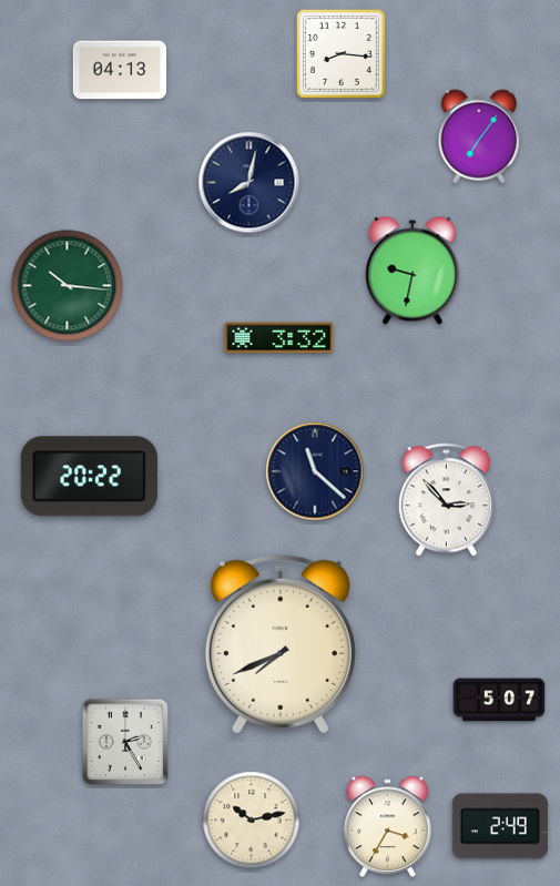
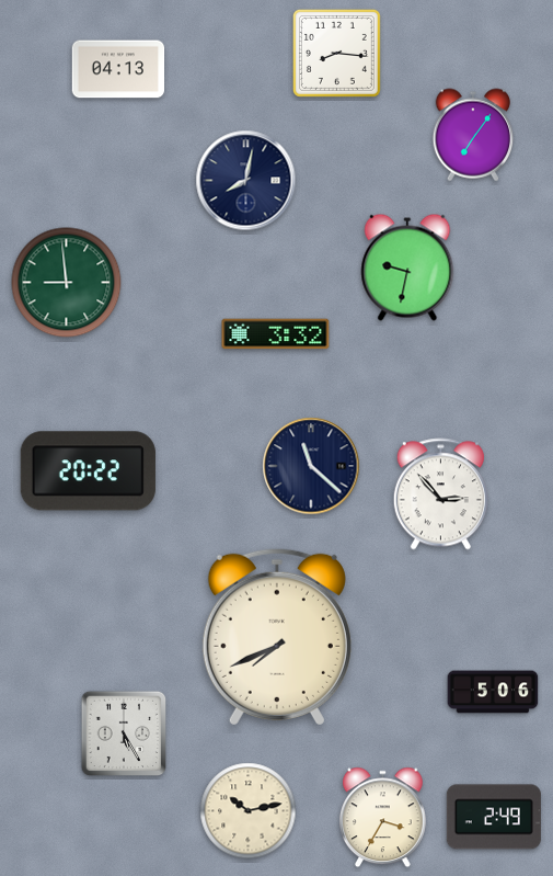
clock at (68, 286): 10:16 -> 8:59
clock at (499, 700): 5:07 -> 5:06
clock at (125, 742): 2:25 -> 5:25
